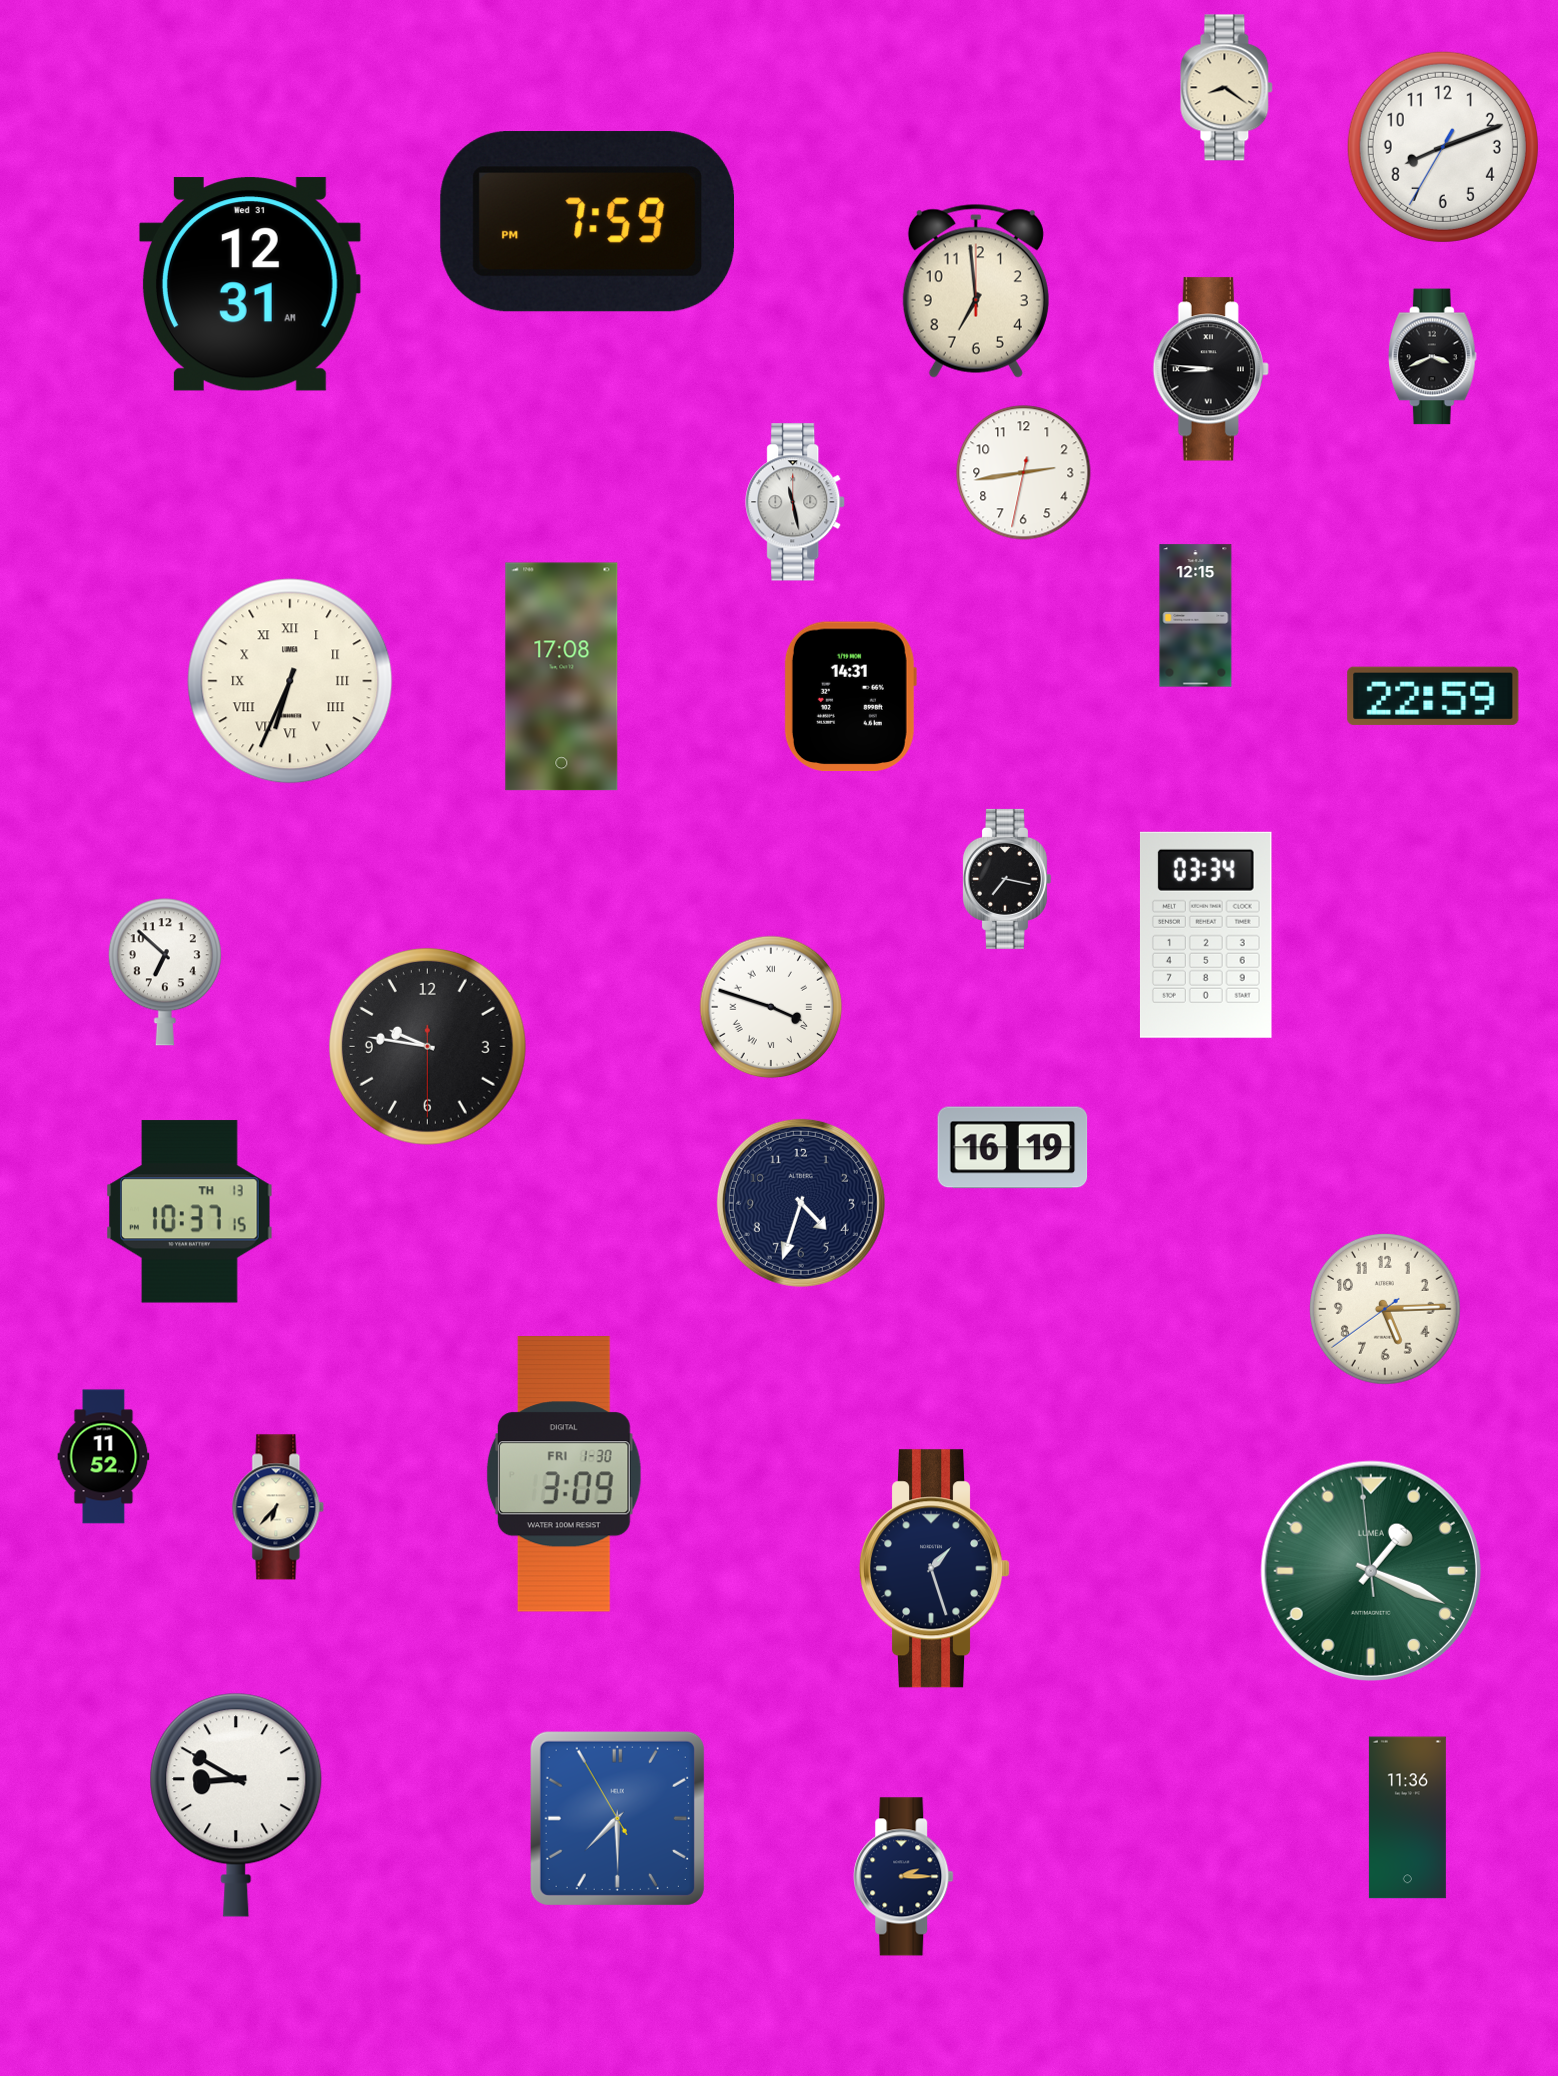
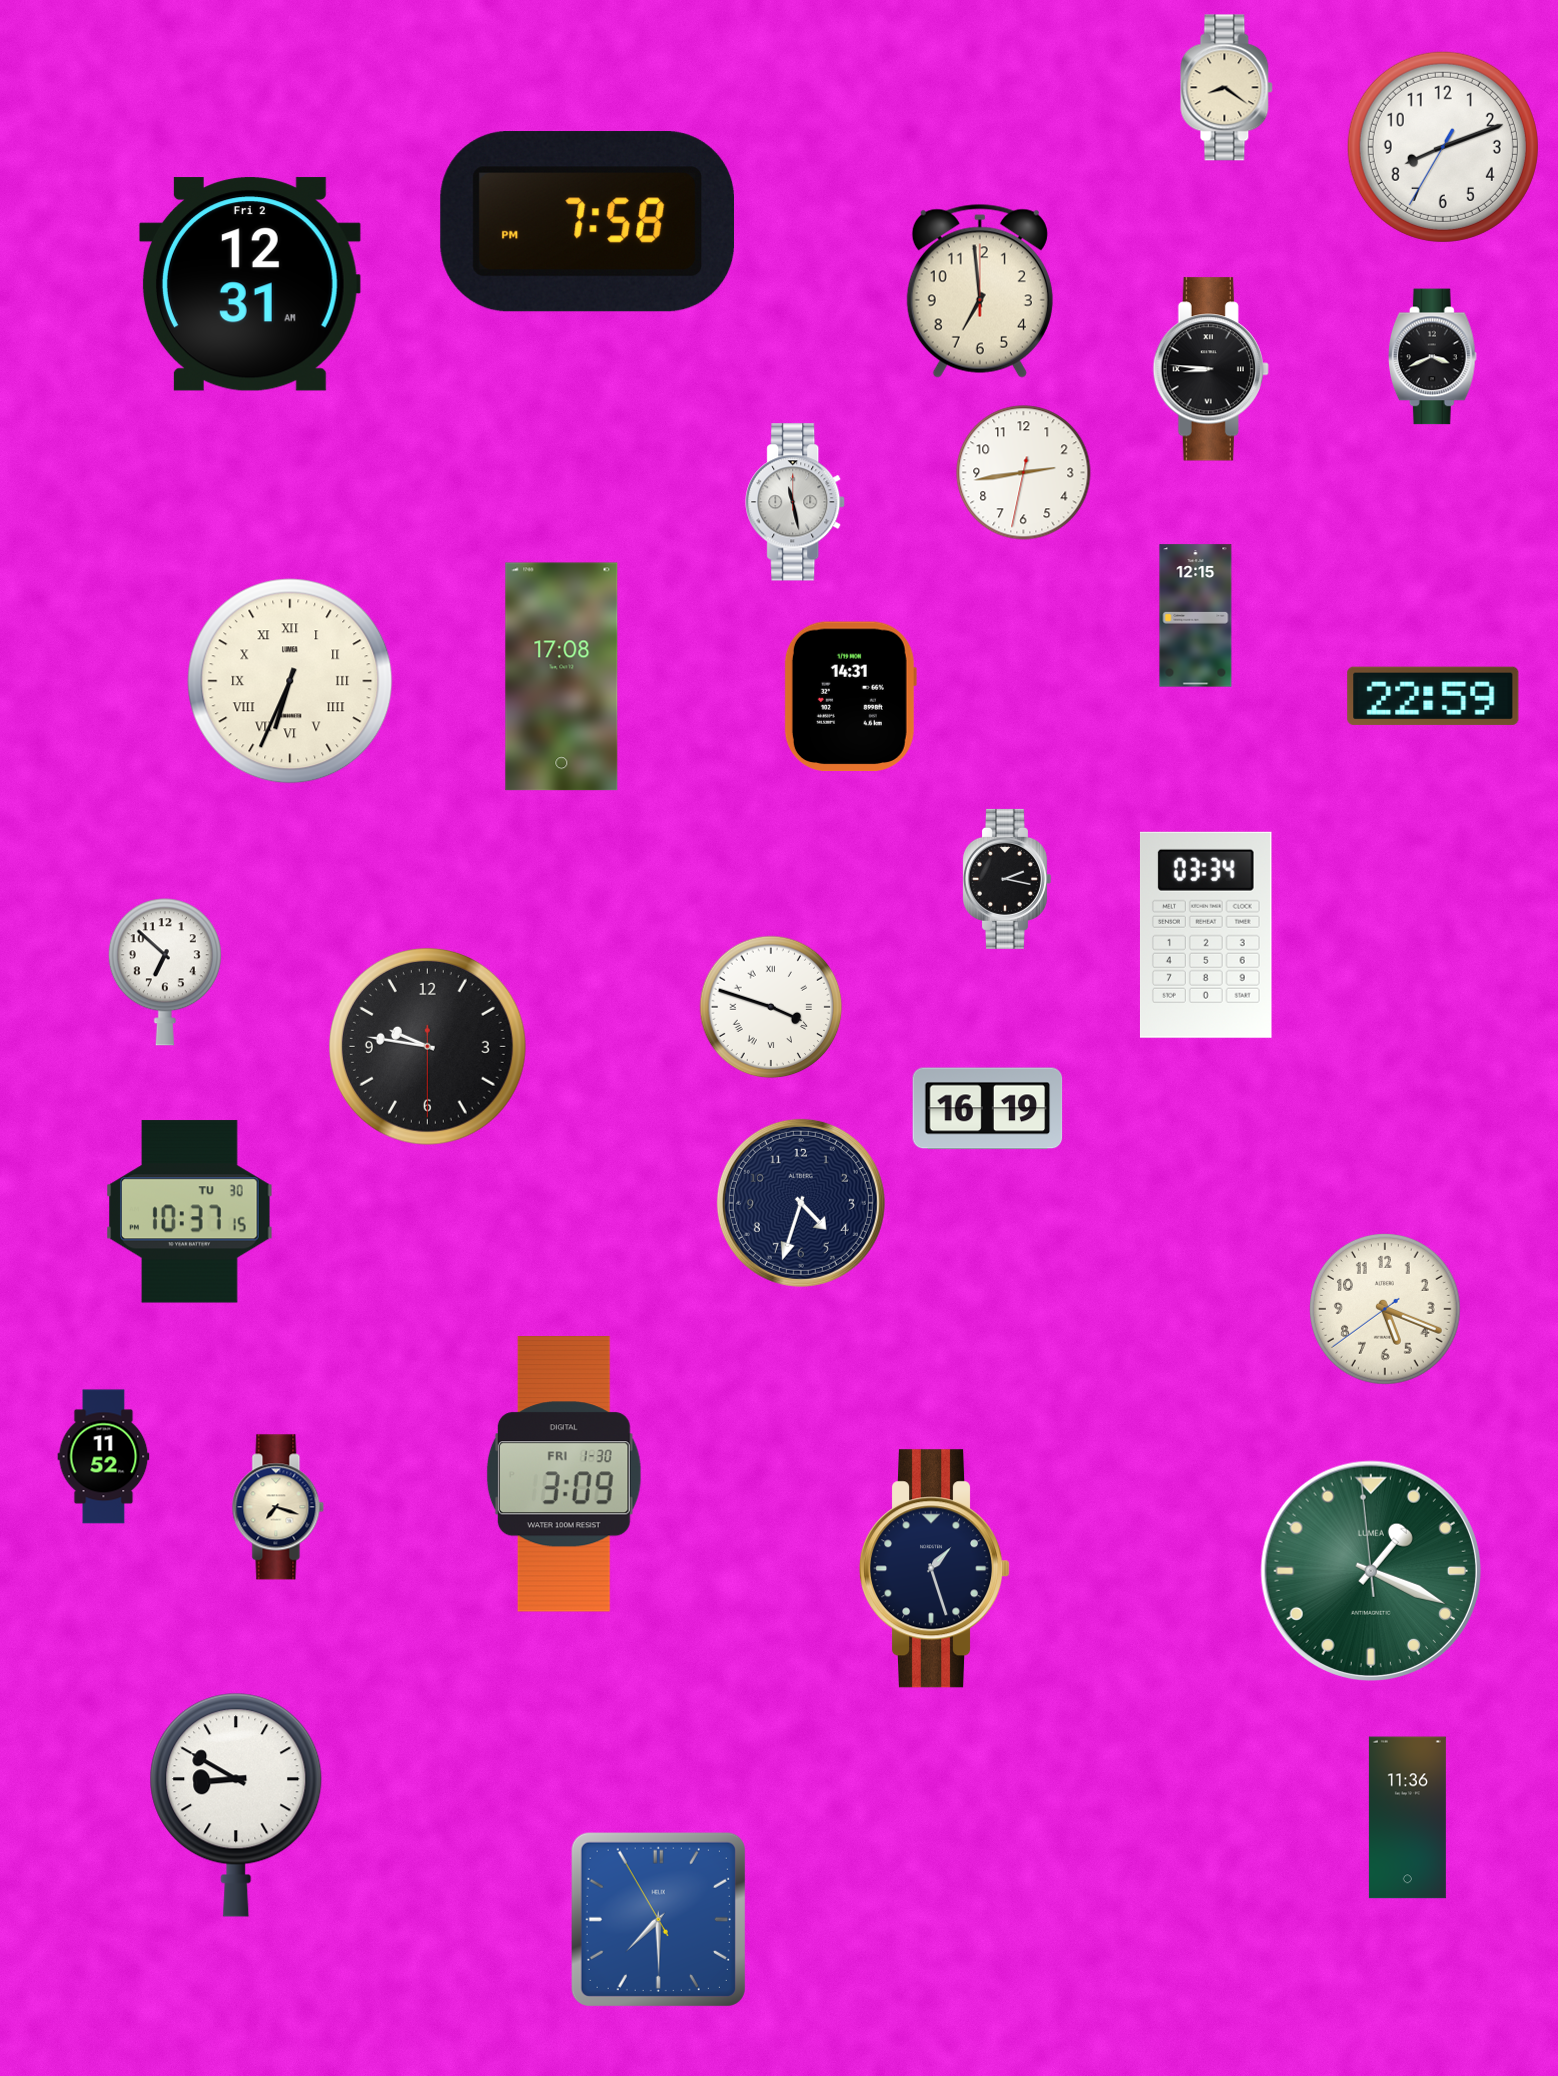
clock at (587, 222): 7:59 -> 7:58
clock at (250, 284) date: Wed 31 -> Fri 2
clock at (976, 291) position: (976, 291) -> (980, 291)
clock at (1006, 879): 7:17 -> 2:17
clock at (1013, 1148) position: (1013, 1148) -> (988, 1109)
clock at (190, 1212) date: TH 13 -> TU 30
clock at (1386, 1310): 5:14 -> 5:18
clock at (278, 1507): 6:37 -> 7:18
clock at (617, 1818) position: (617, 1818) -> (658, 1919)
clock at (904, 1877): 2:15 -> none
